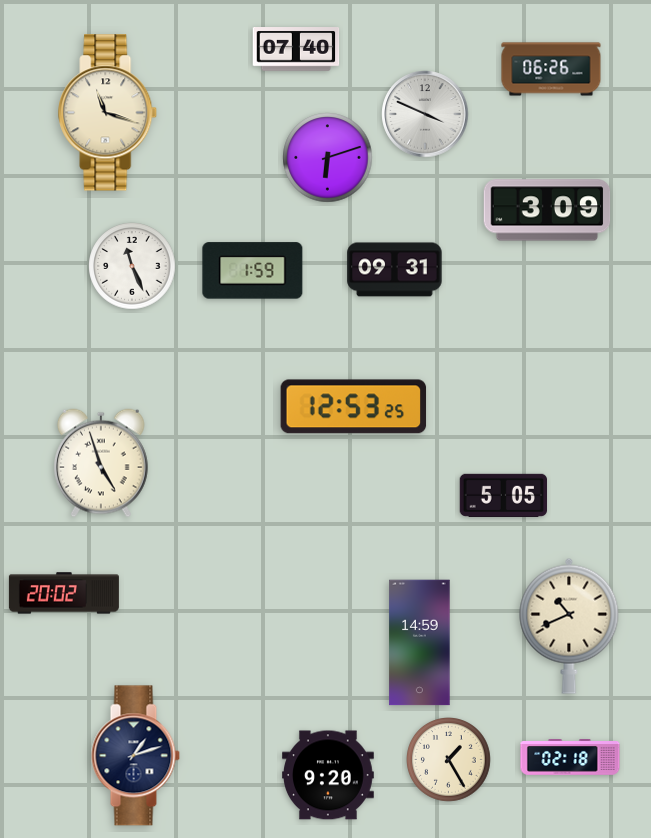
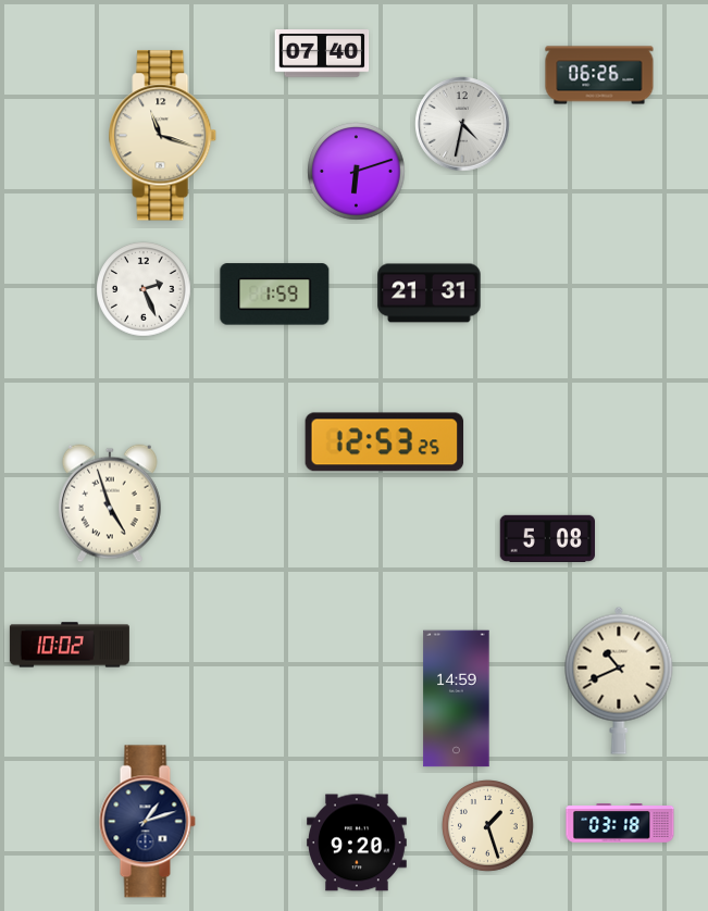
clock at (108, 113) position: (108, 113) -> (163, 136)
clock at (425, 114): 3:49 -> 4:32
clock at (547, 210): 3:09 -> none
clock at (132, 266): 11:26 -> 2:26
clock at (395, 270): 09:31 -> 21:31
clock at (503, 495): 5:05 -> 5:08
clock at (64, 593): 20:02 -> 10:02
clock at (570, 758): 02:18 -> 03:18
clock at (449, 760): 1:25 -> 1:27
